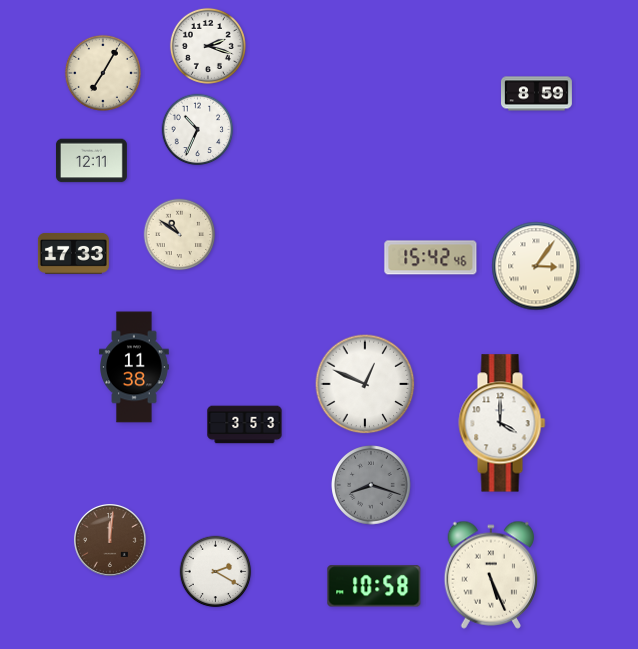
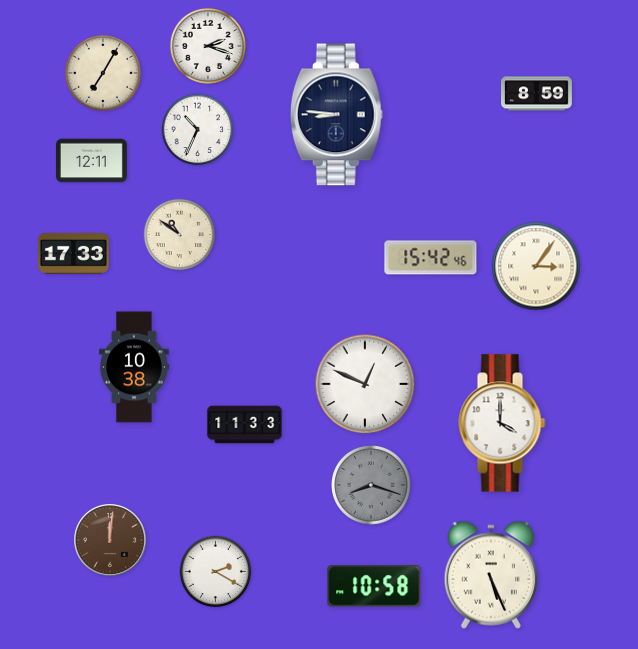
clock at (336, 115): none -> 8:46
clock at (134, 367): 11:38 -> 10:38
clock at (245, 425): 3:53 -> 11:33
